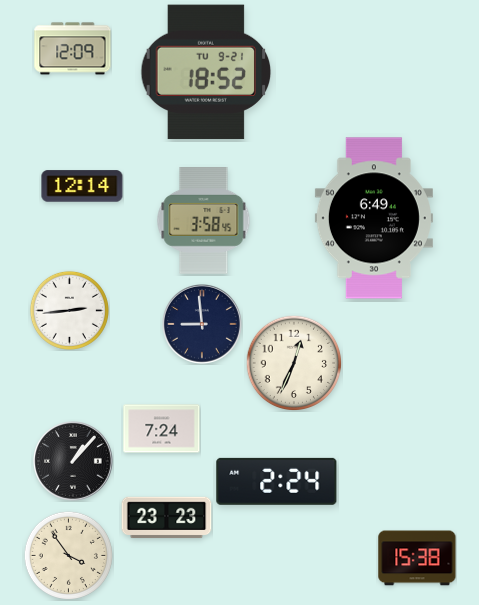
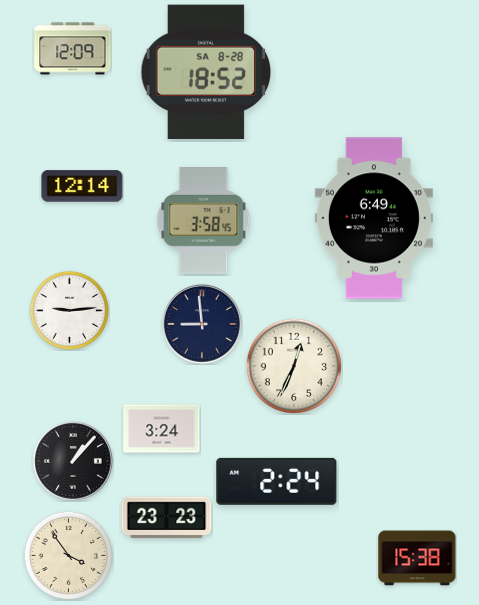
clock at (206, 72) date: TU 9-21 -> SA 8-28
clock at (69, 310): 2:44 -> 9:14
clock at (294, 363) position: (294, 363) -> (294, 366)
clock at (162, 429): 7:24 -> 3:24
